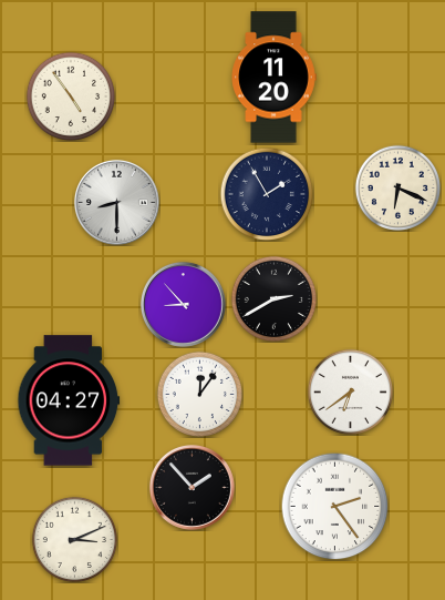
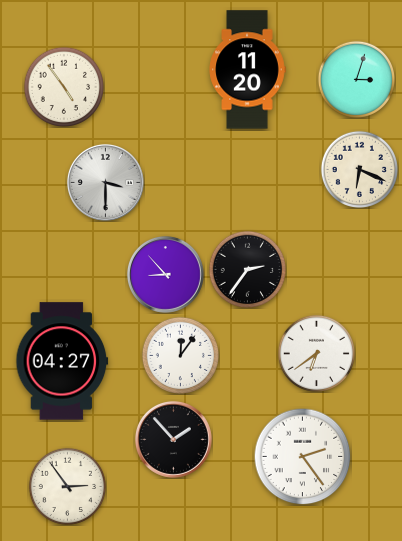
clock at (356, 79): none -> 3:03
clock at (267, 194): 1:55 -> none
clock at (116, 202): 8:30 -> 3:30
clock at (273, 298): 2:40 -> 2:36
clock at (74, 539): 3:11 -> 2:54
